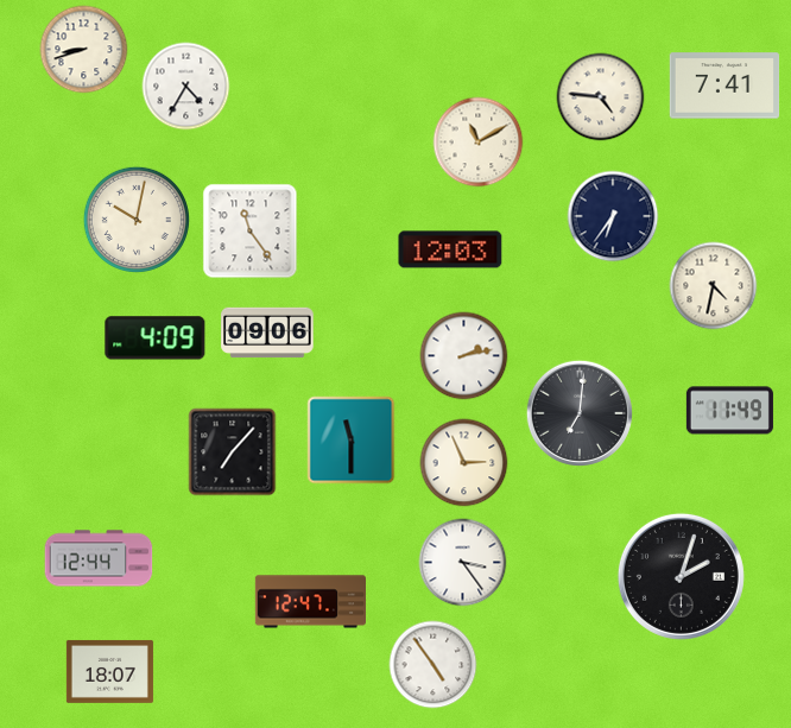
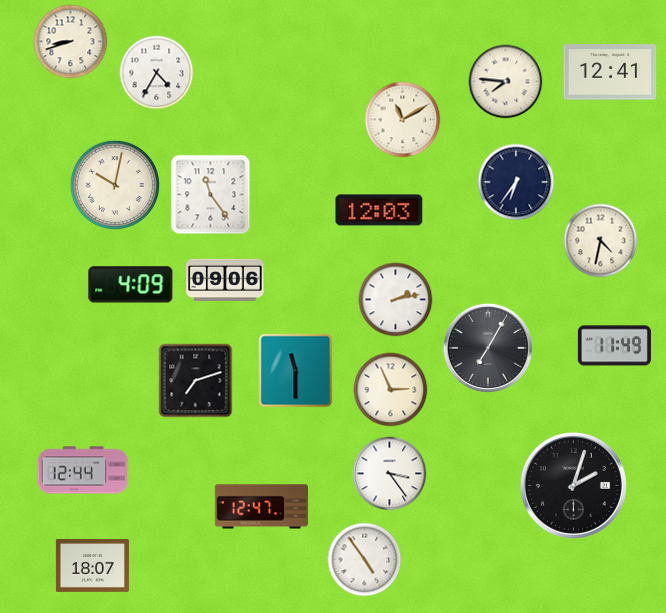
clock at (724, 86): 7:41 -> 12:41
clock at (601, 97): 4:46 -> 7:46
clock at (464, 356) position: (464, 356) -> (396, 300)
clock at (580, 413): 7:01 -> 7:05
clock at (233, 452): 7:07 -> 7:12
